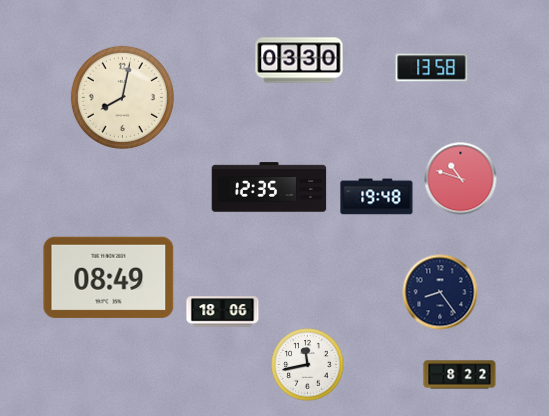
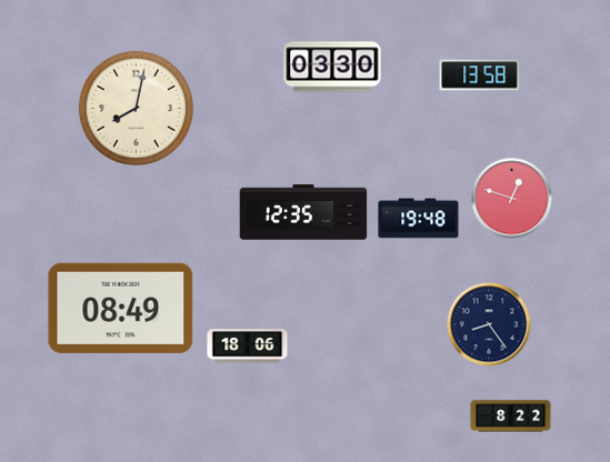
clock at (461, 179): 10:48 -> 12:48
clock at (269, 187) position: (269, 187) -> (303, 212)
clock at (308, 365): 11:43 -> none
